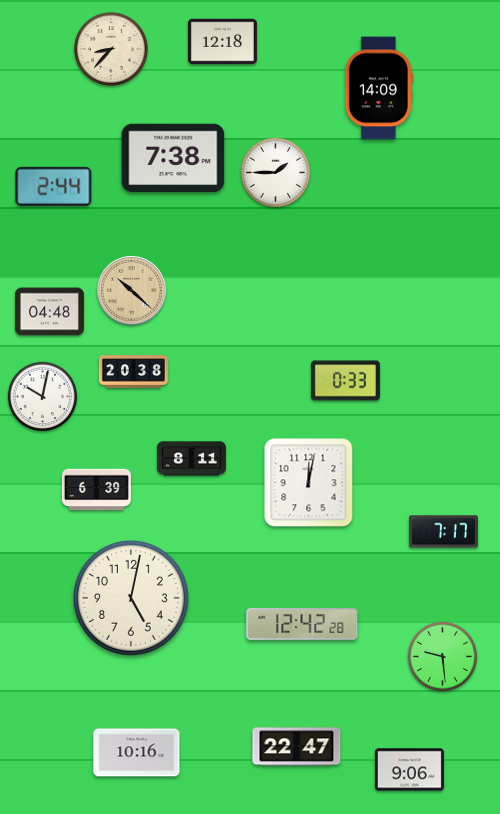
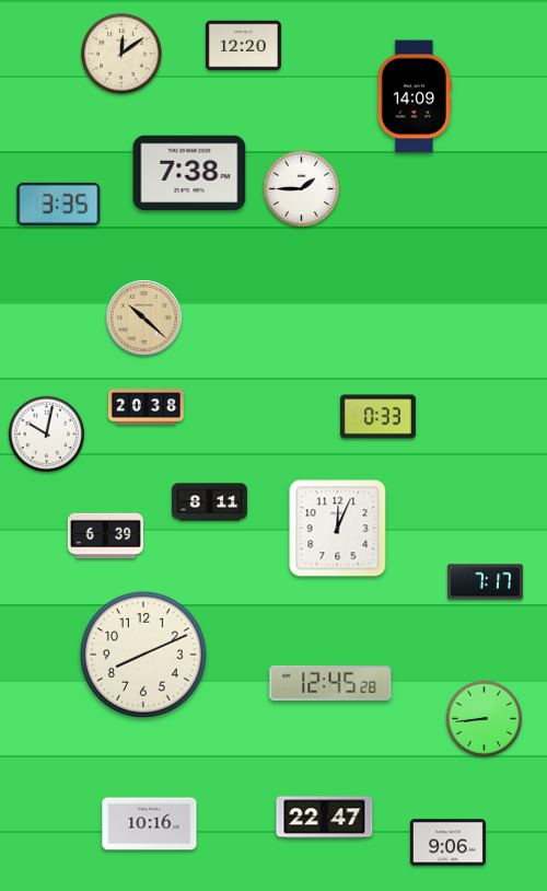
clock at (222, 42): 12:18 -> 12:20
clock at (112, 50): 8:37 -> 12:09
clock at (54, 186): 2:44 -> 3:35
clock at (49, 312): 04:48 -> none
clock at (309, 483): 12:02 -> 12:04
clock at (131, 598): 5:02 -> 8:11
clock at (302, 625): 12:42 -> 12:45
clock at (443, 657): 9:29 -> 8:44
